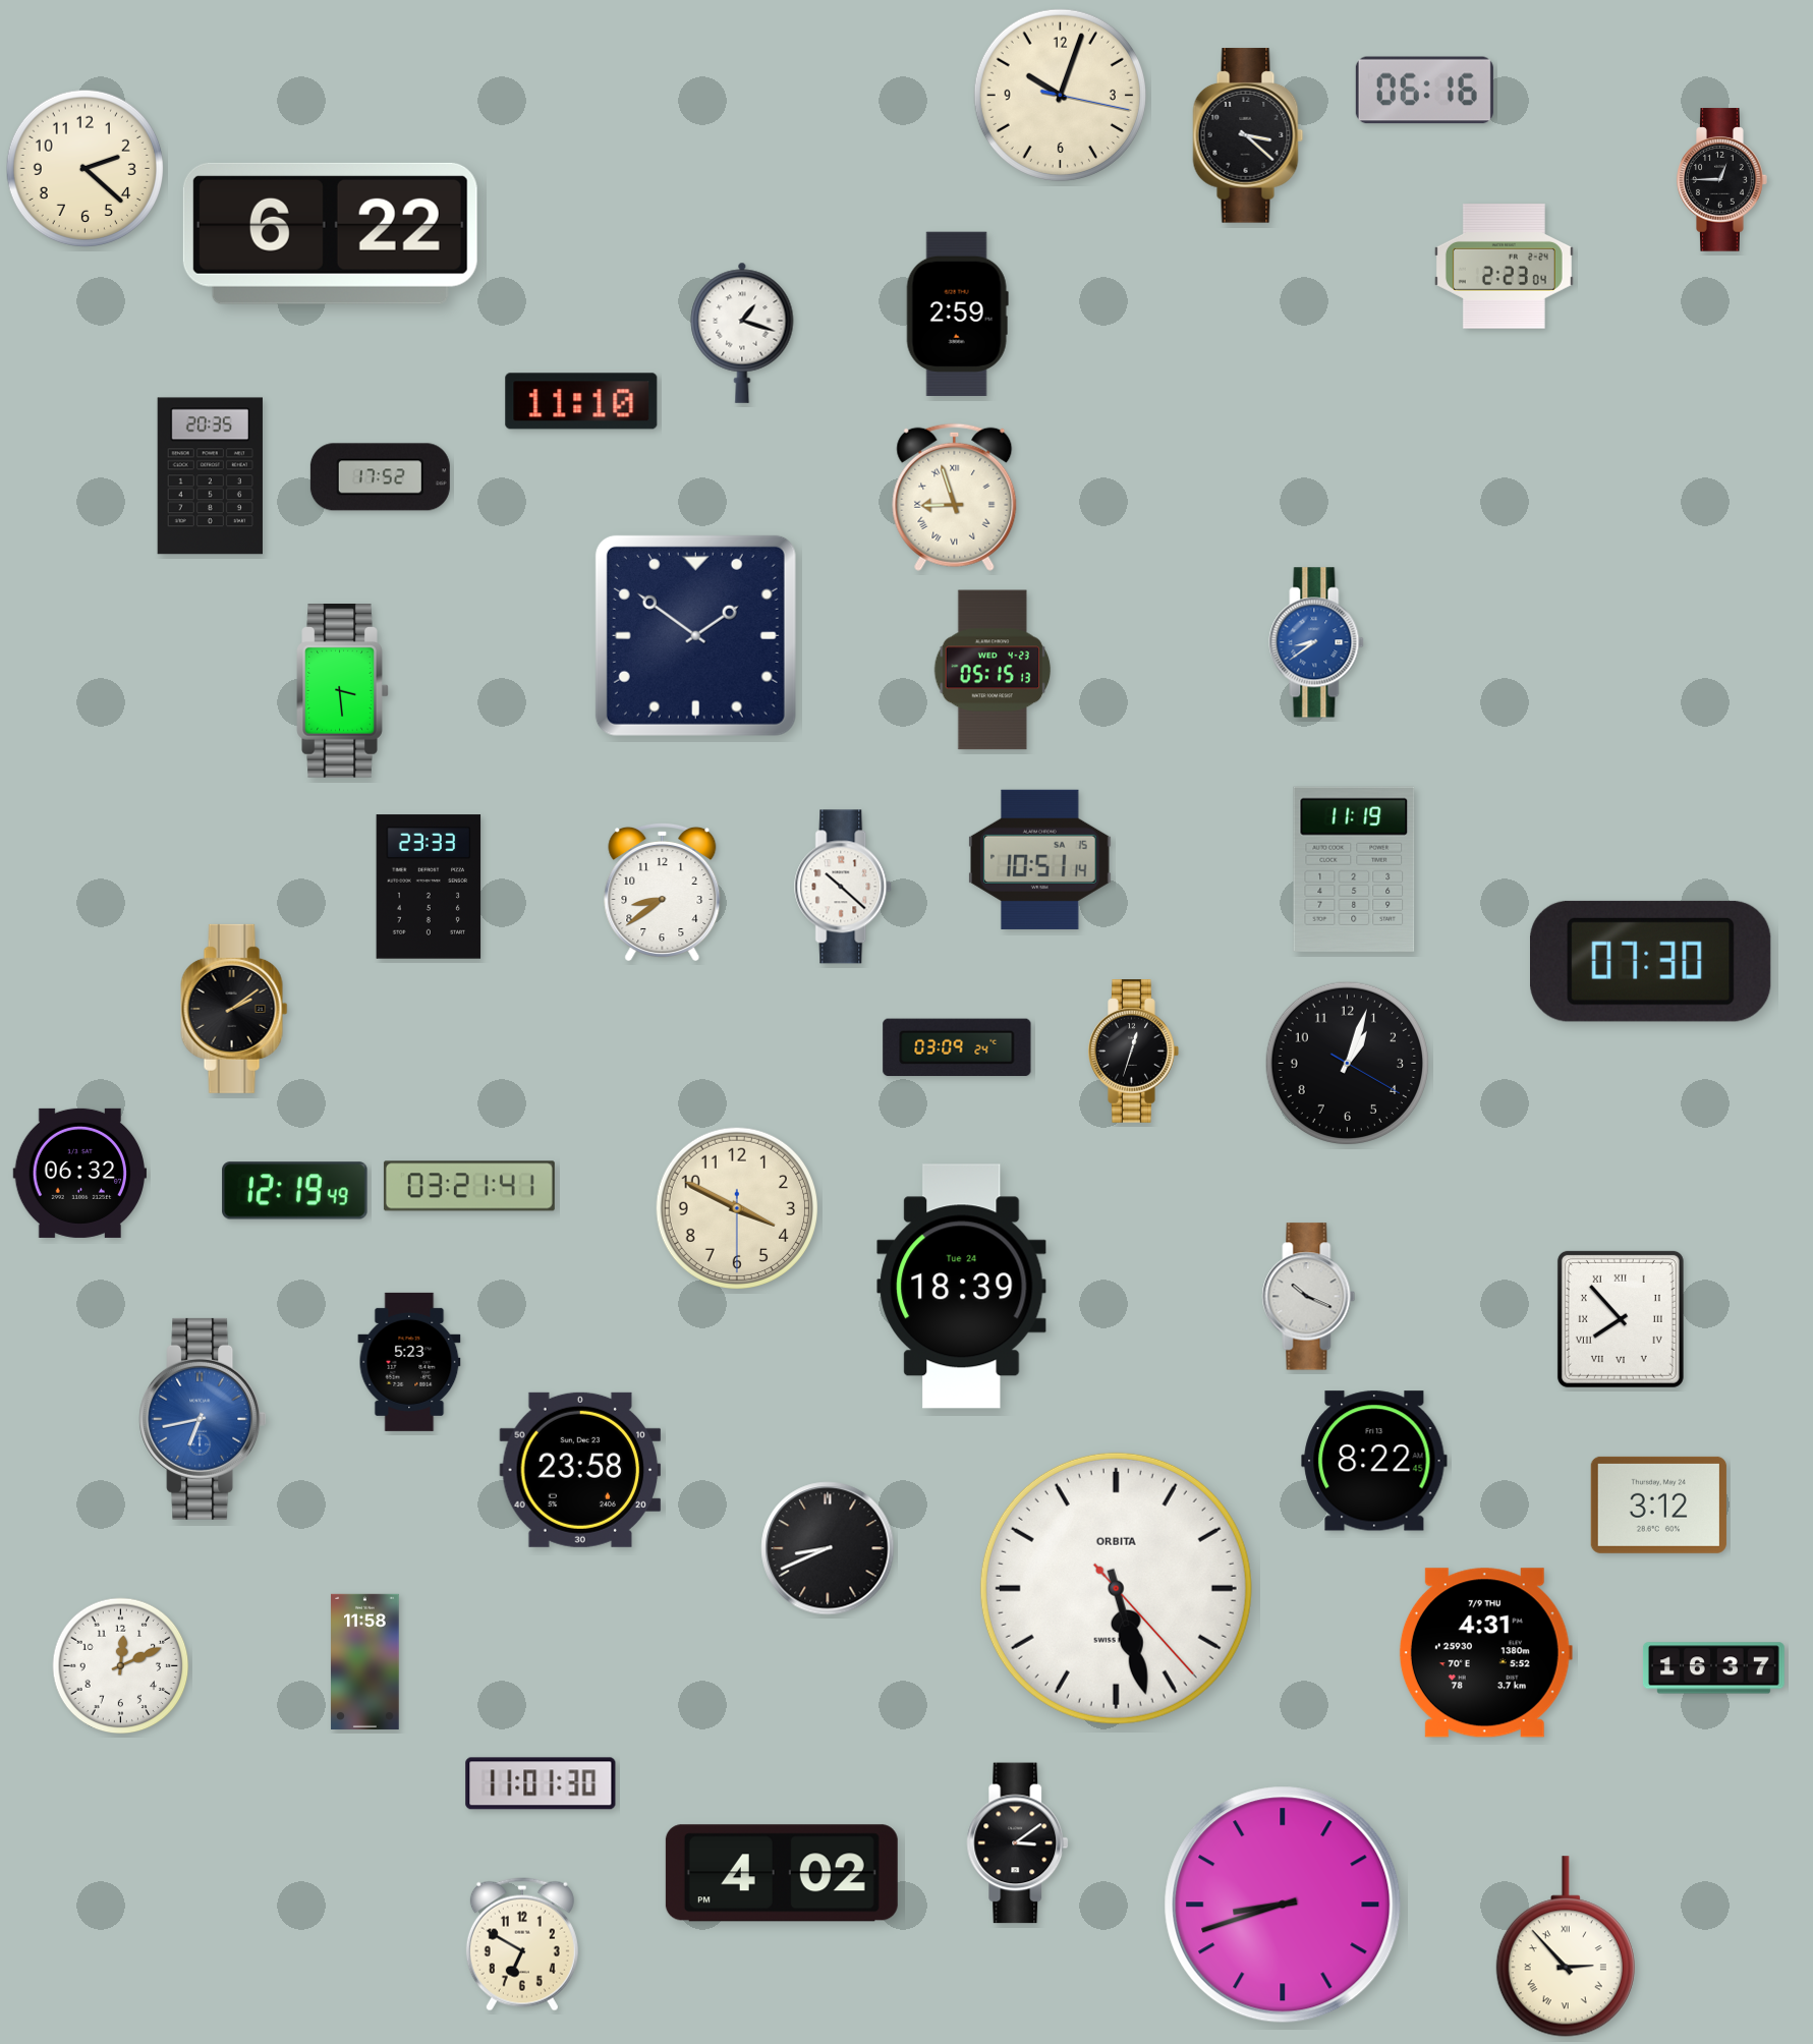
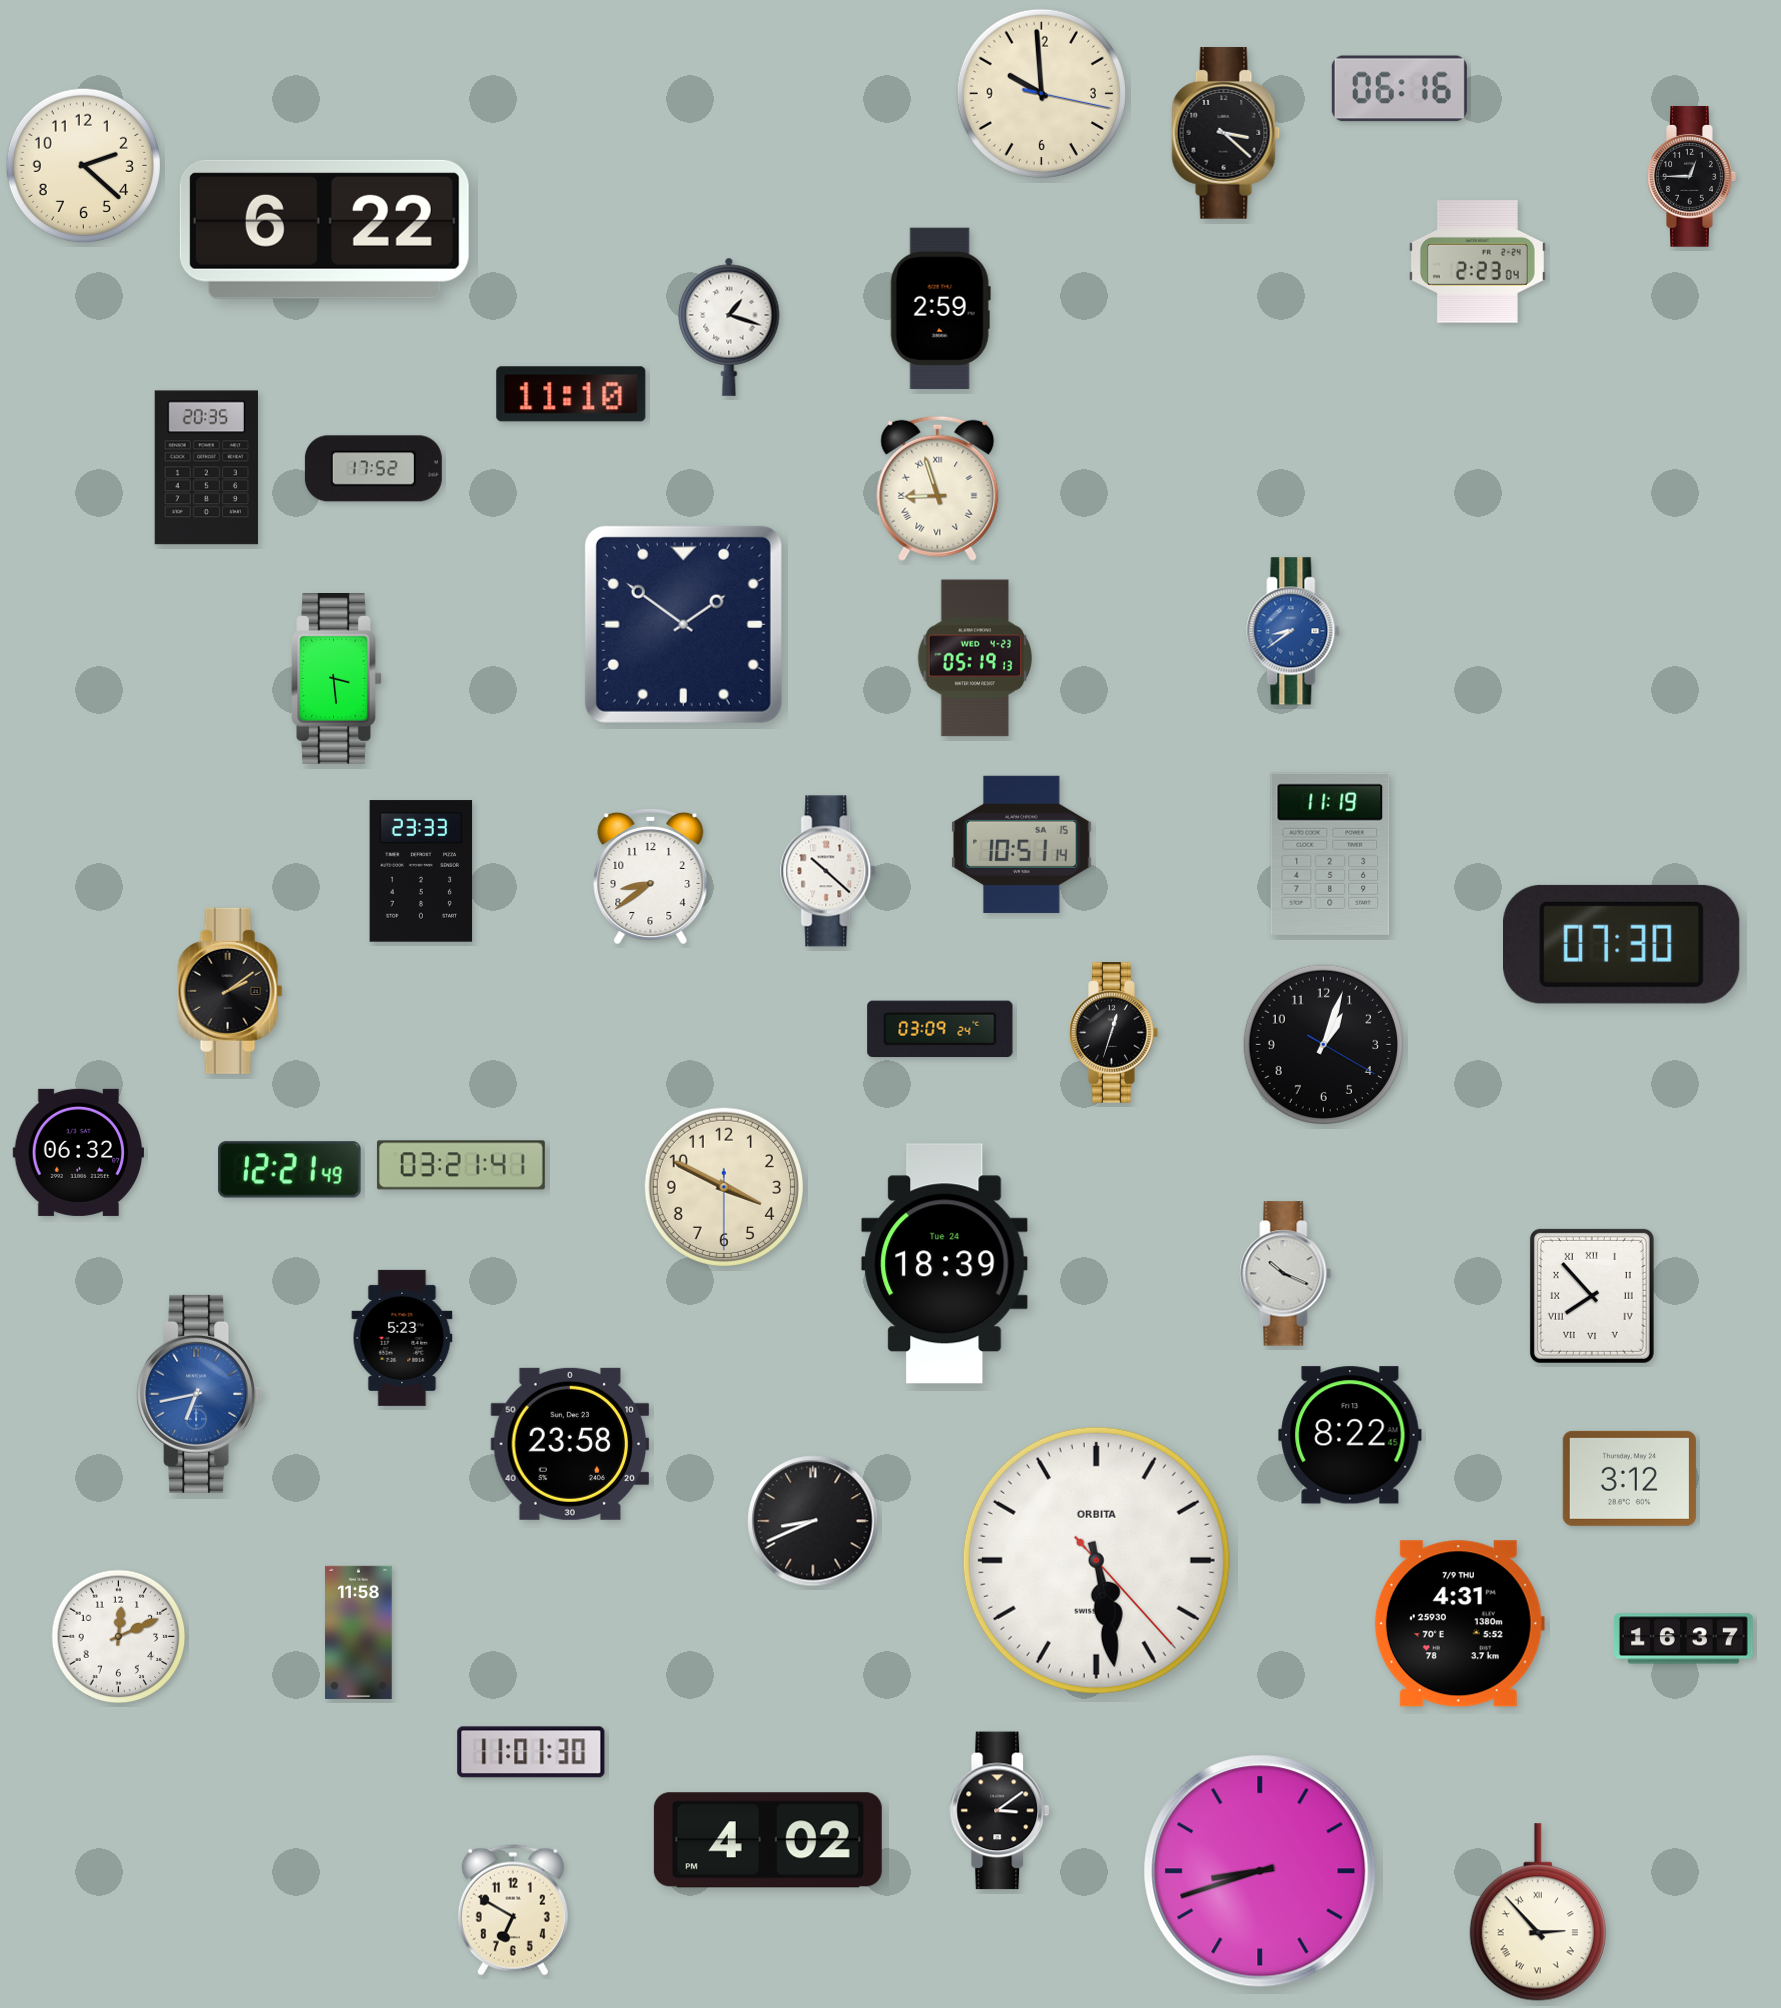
clock at (1060, 95): 10:03 -> 9:59
clock at (993, 670): 05:15 -> 05:19
clock at (295, 1191): 12:19 -> 12:21
clock at (1116, 1588): 5:27 -> 5:28
